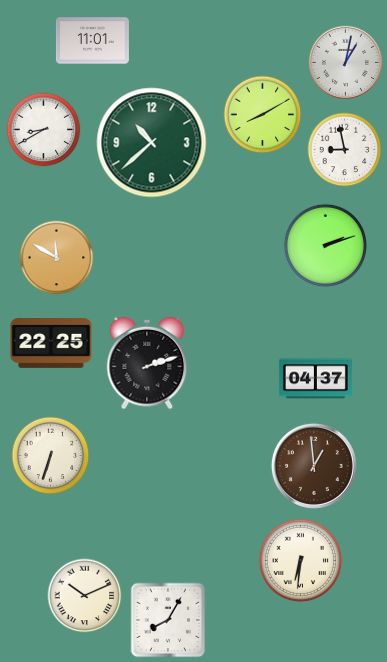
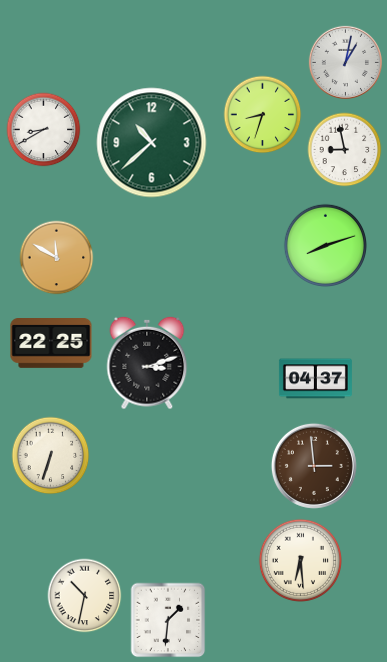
clock at (92, 41): 11:01 -> none
clock at (263, 115): 8:10 -> 8:33
clock at (325, 245): 2:12 -> 8:12
clock at (147, 363): 2:12 -> 3:12
clock at (314, 466): 12:59 -> 2:59
clock at (300, 560): 6:31 -> 6:29
clock at (85, 596): 10:11 -> 10:32
clock at (168, 620): 8:05 -> 1:31
